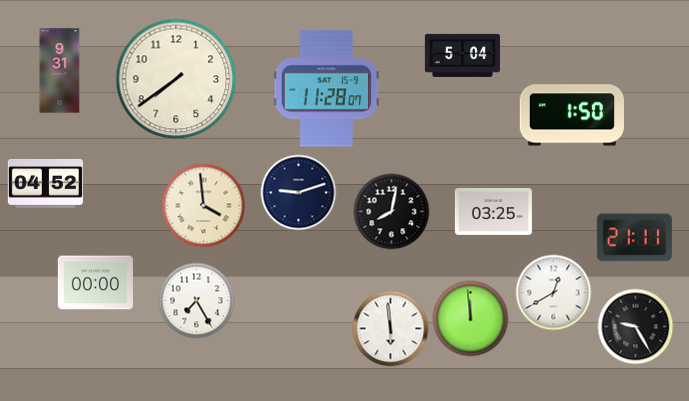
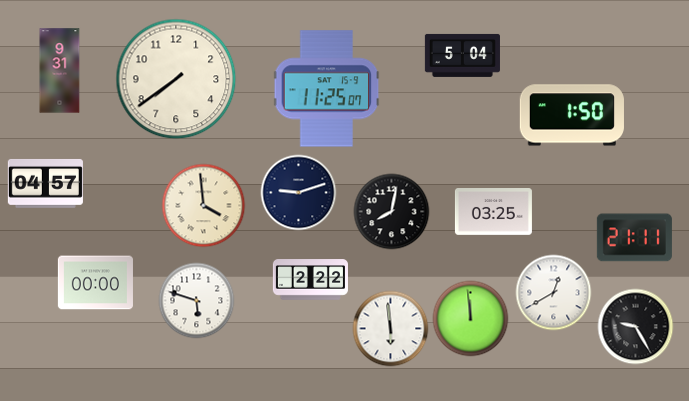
clock at (327, 89): 11:28 -> 11:25
clock at (45, 183): 04:52 -> 04:57
clock at (310, 280): none -> 2:22
clock at (197, 301): 7:25 -> 5:48
